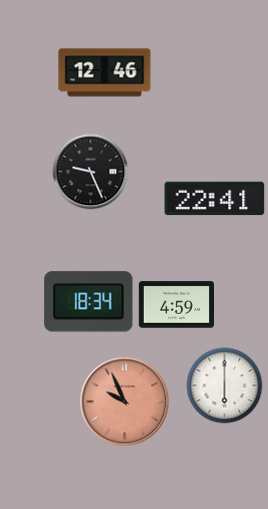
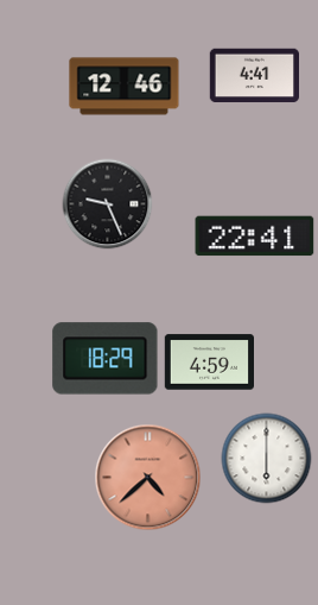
clock at (254, 76): none -> 4:41
clock at (89, 302): 18:34 -> 18:29
clock at (125, 402): 9:56 -> 4:38
